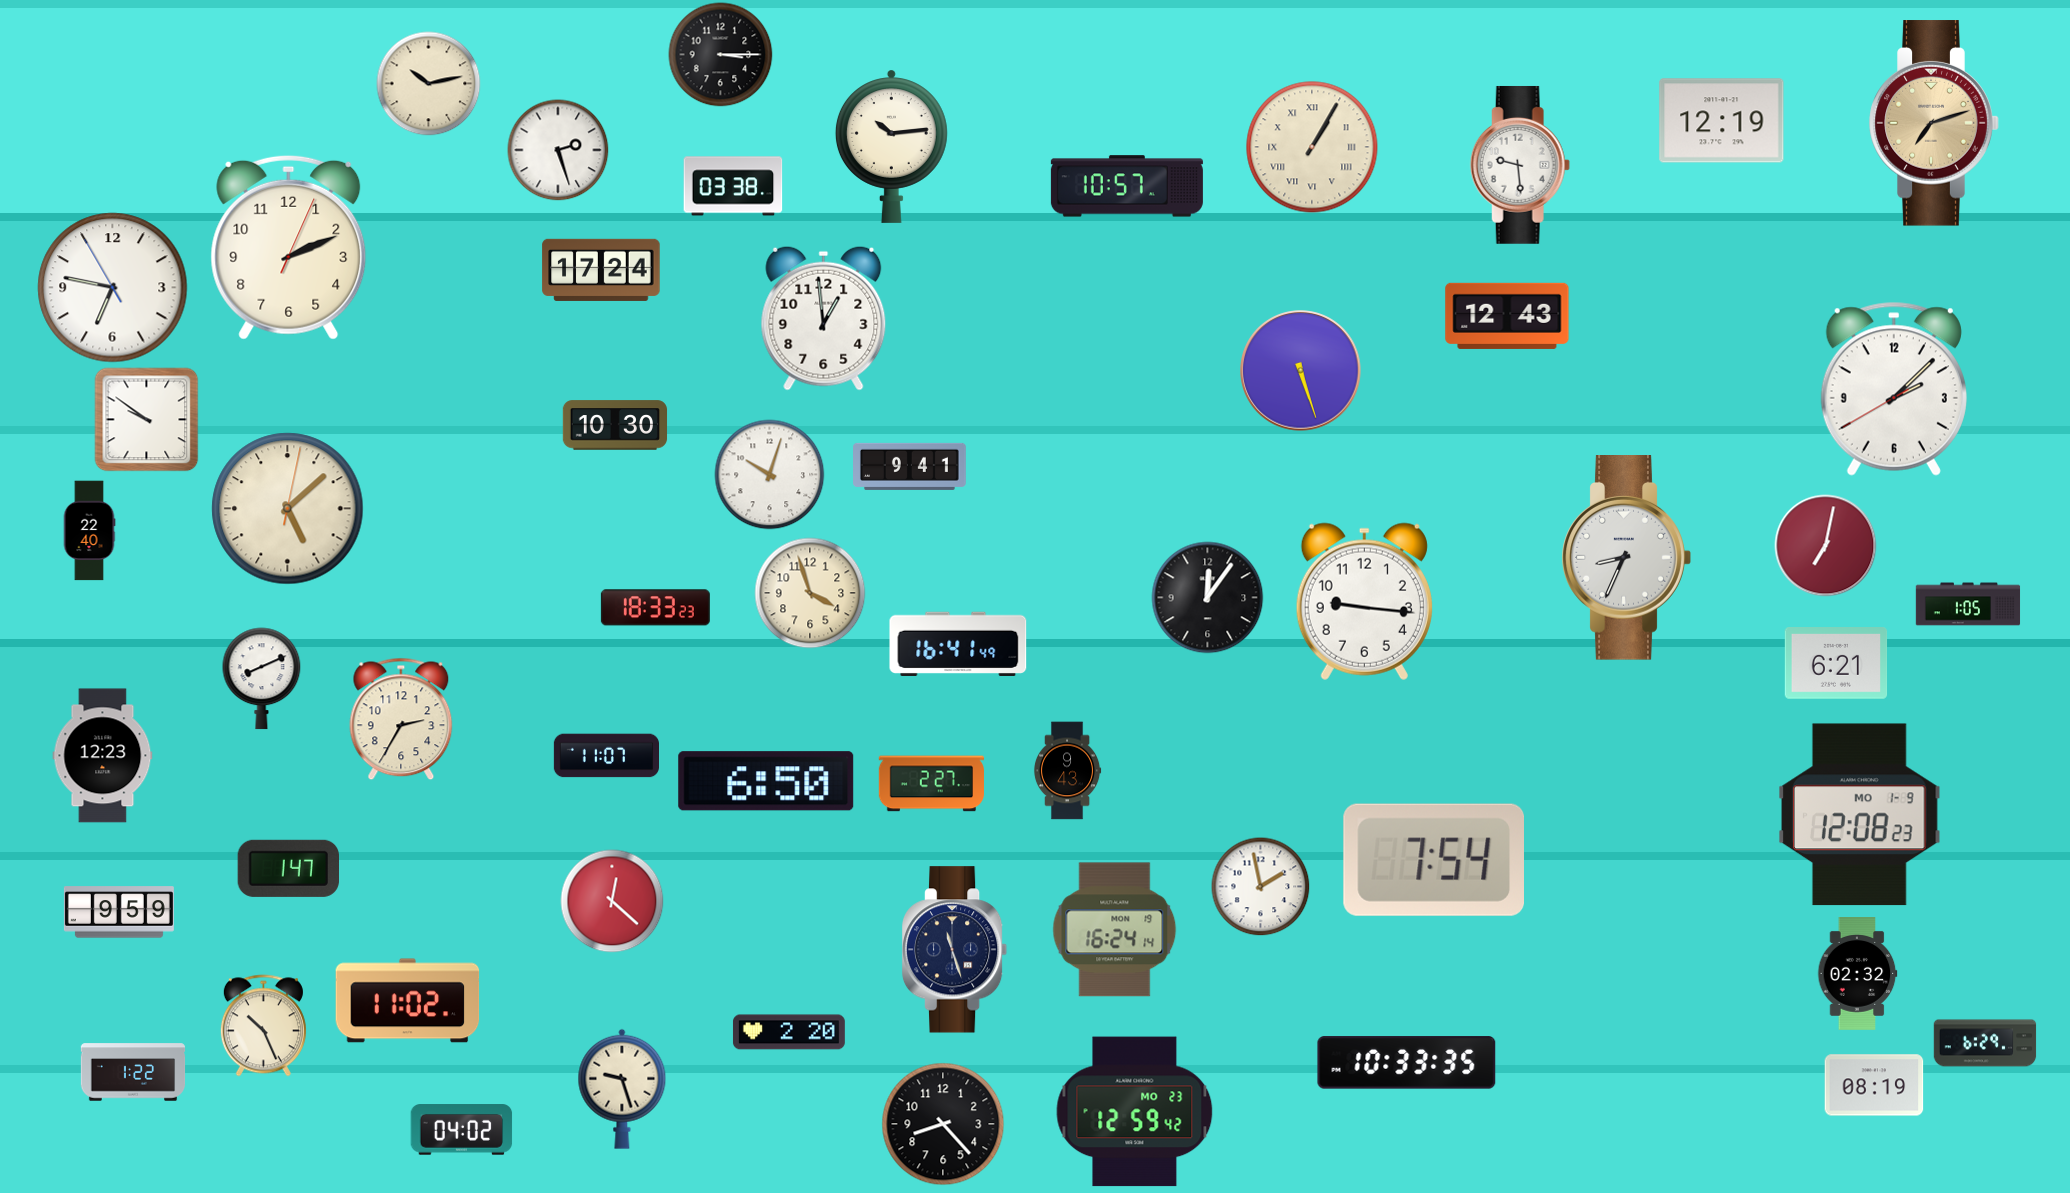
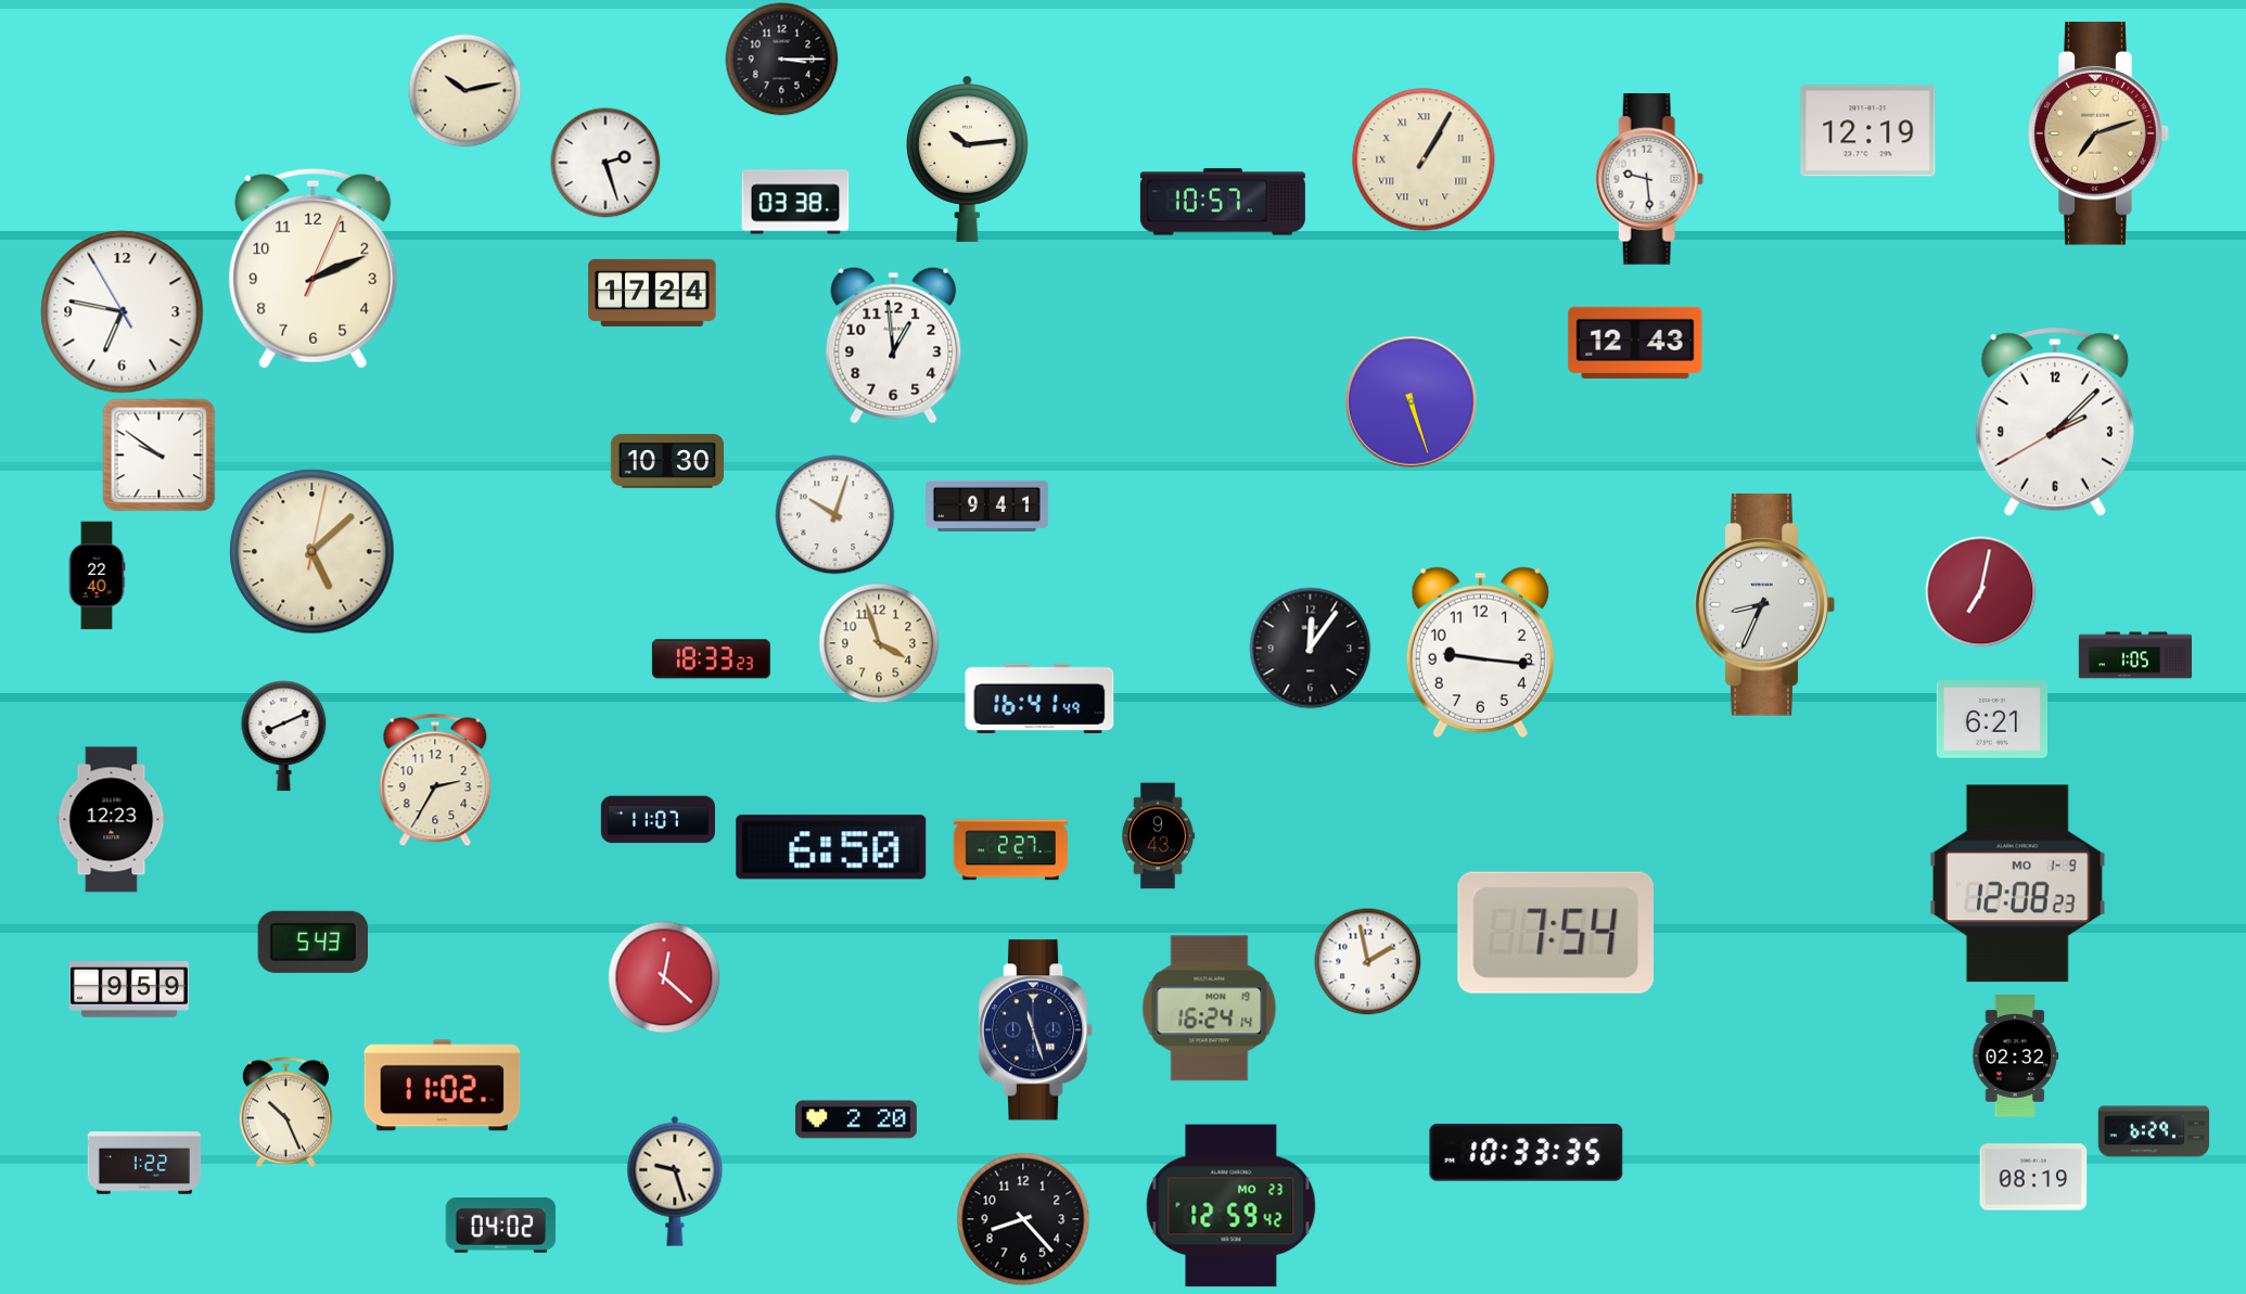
clock at (288, 868): 1:47 -> 5:43
